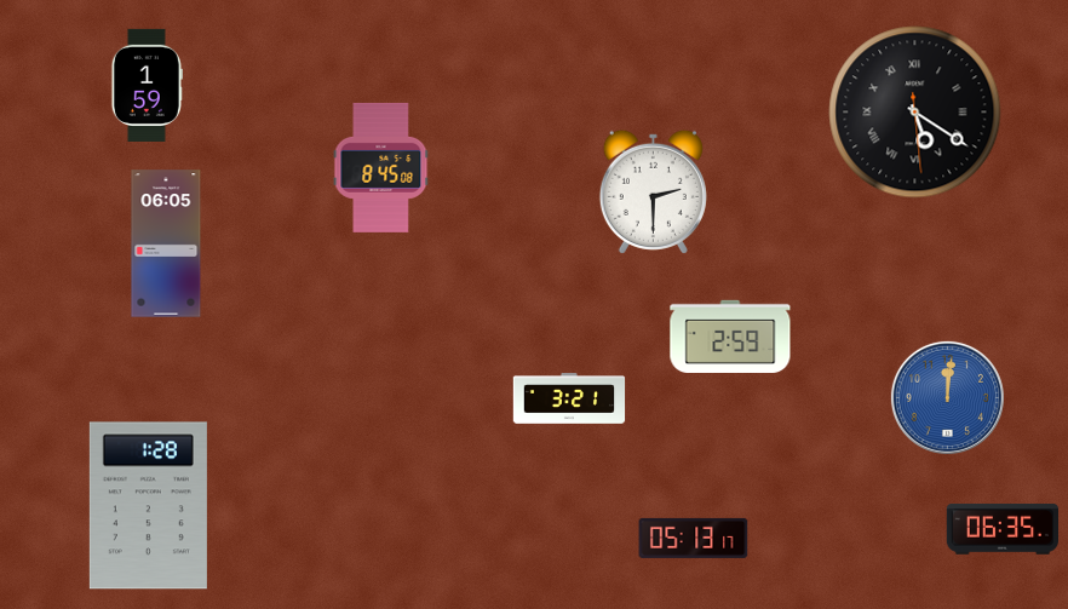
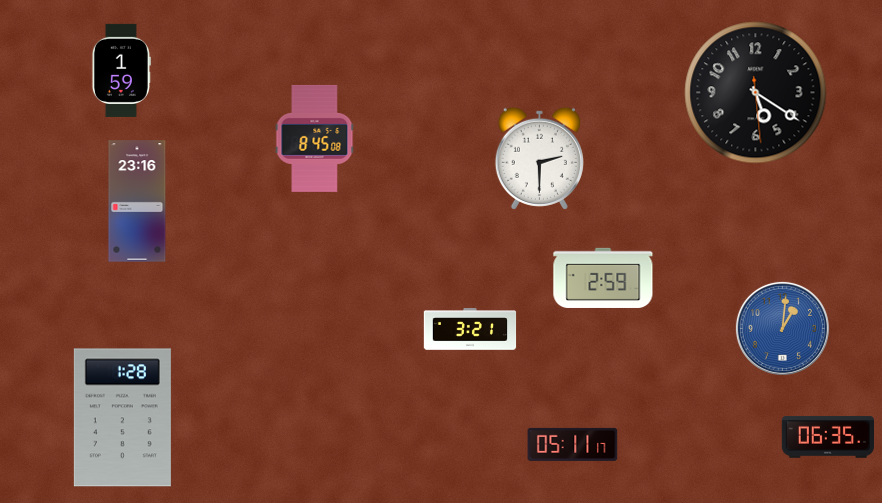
clock at (915, 113) numerals: Roman -> Arabic
clock at (166, 243): 06:05 -> 23:16
clock at (947, 397): 12:01 -> 1:01
clock at (694, 538): 05:13 -> 05:11
